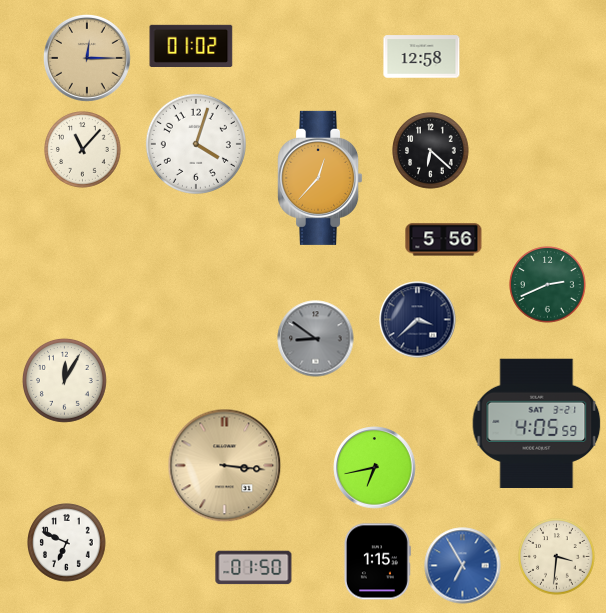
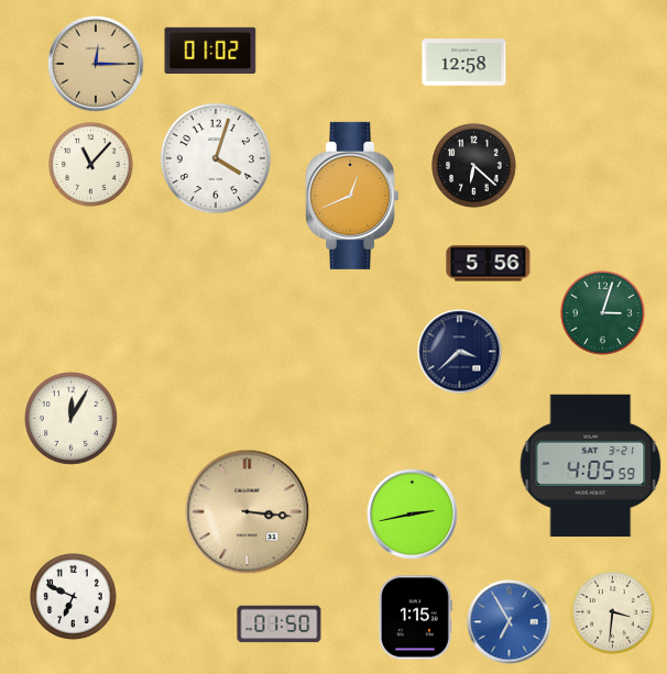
clock at (320, 178): 12:37 -> 12:41
clock at (548, 285): 2:41 -> 3:03
clock at (316, 339): 8:51 -> none
clock at (375, 468): 6:43 -> 2:43
